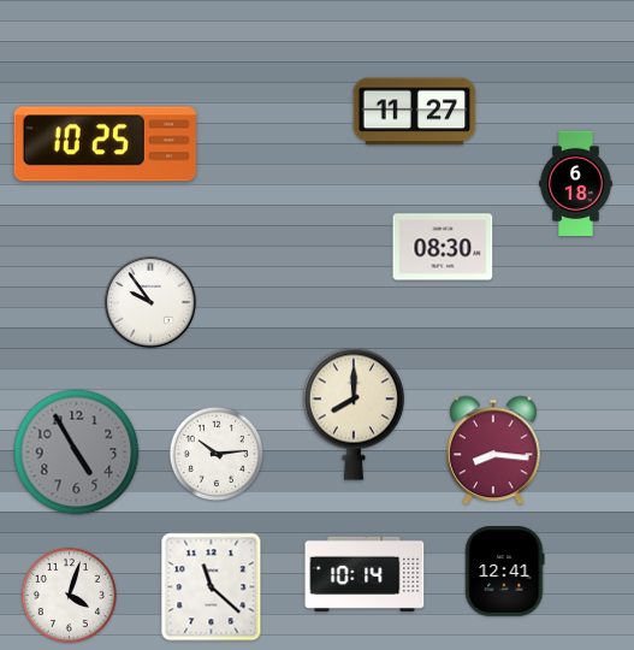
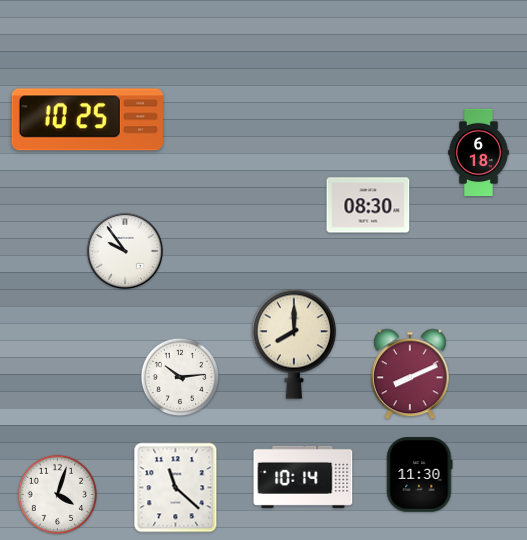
clock at (415, 112): 11:27 -> none
clock at (494, 450): 8:16 -> 8:11
clock at (77, 453): 4:55 -> none
clock at (505, 572): 12:41 -> 11:30
